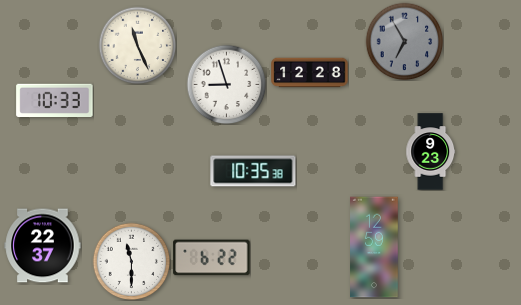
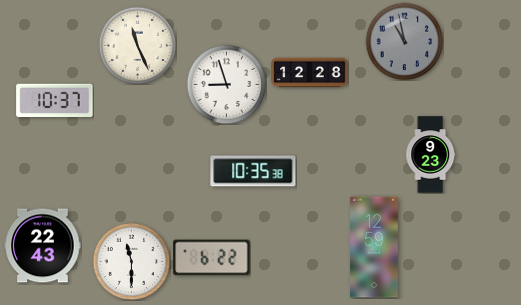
clock at (404, 41): 6:55 -> 10:58
clock at (55, 100): 10:33 -> 10:37
clock at (431, 152) position: (431, 152) -> (431, 155)
clock at (43, 246): 22:37 -> 22:43
